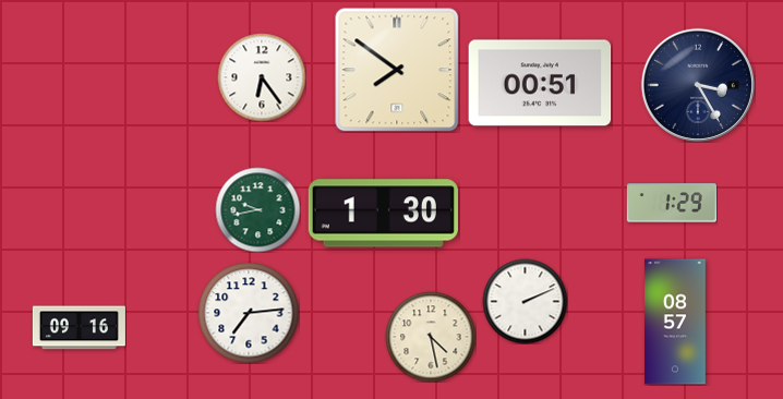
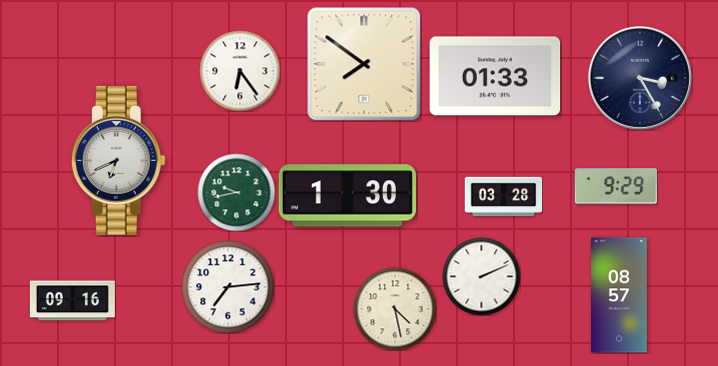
clock at (540, 83): 00:51 -> 01:33
clock at (118, 160): none -> 6:41
clock at (672, 203): 1:29 -> 9:29
clock at (383, 214) position: (383, 214) -> (347, 196)
clock at (503, 197): none -> 03:28
